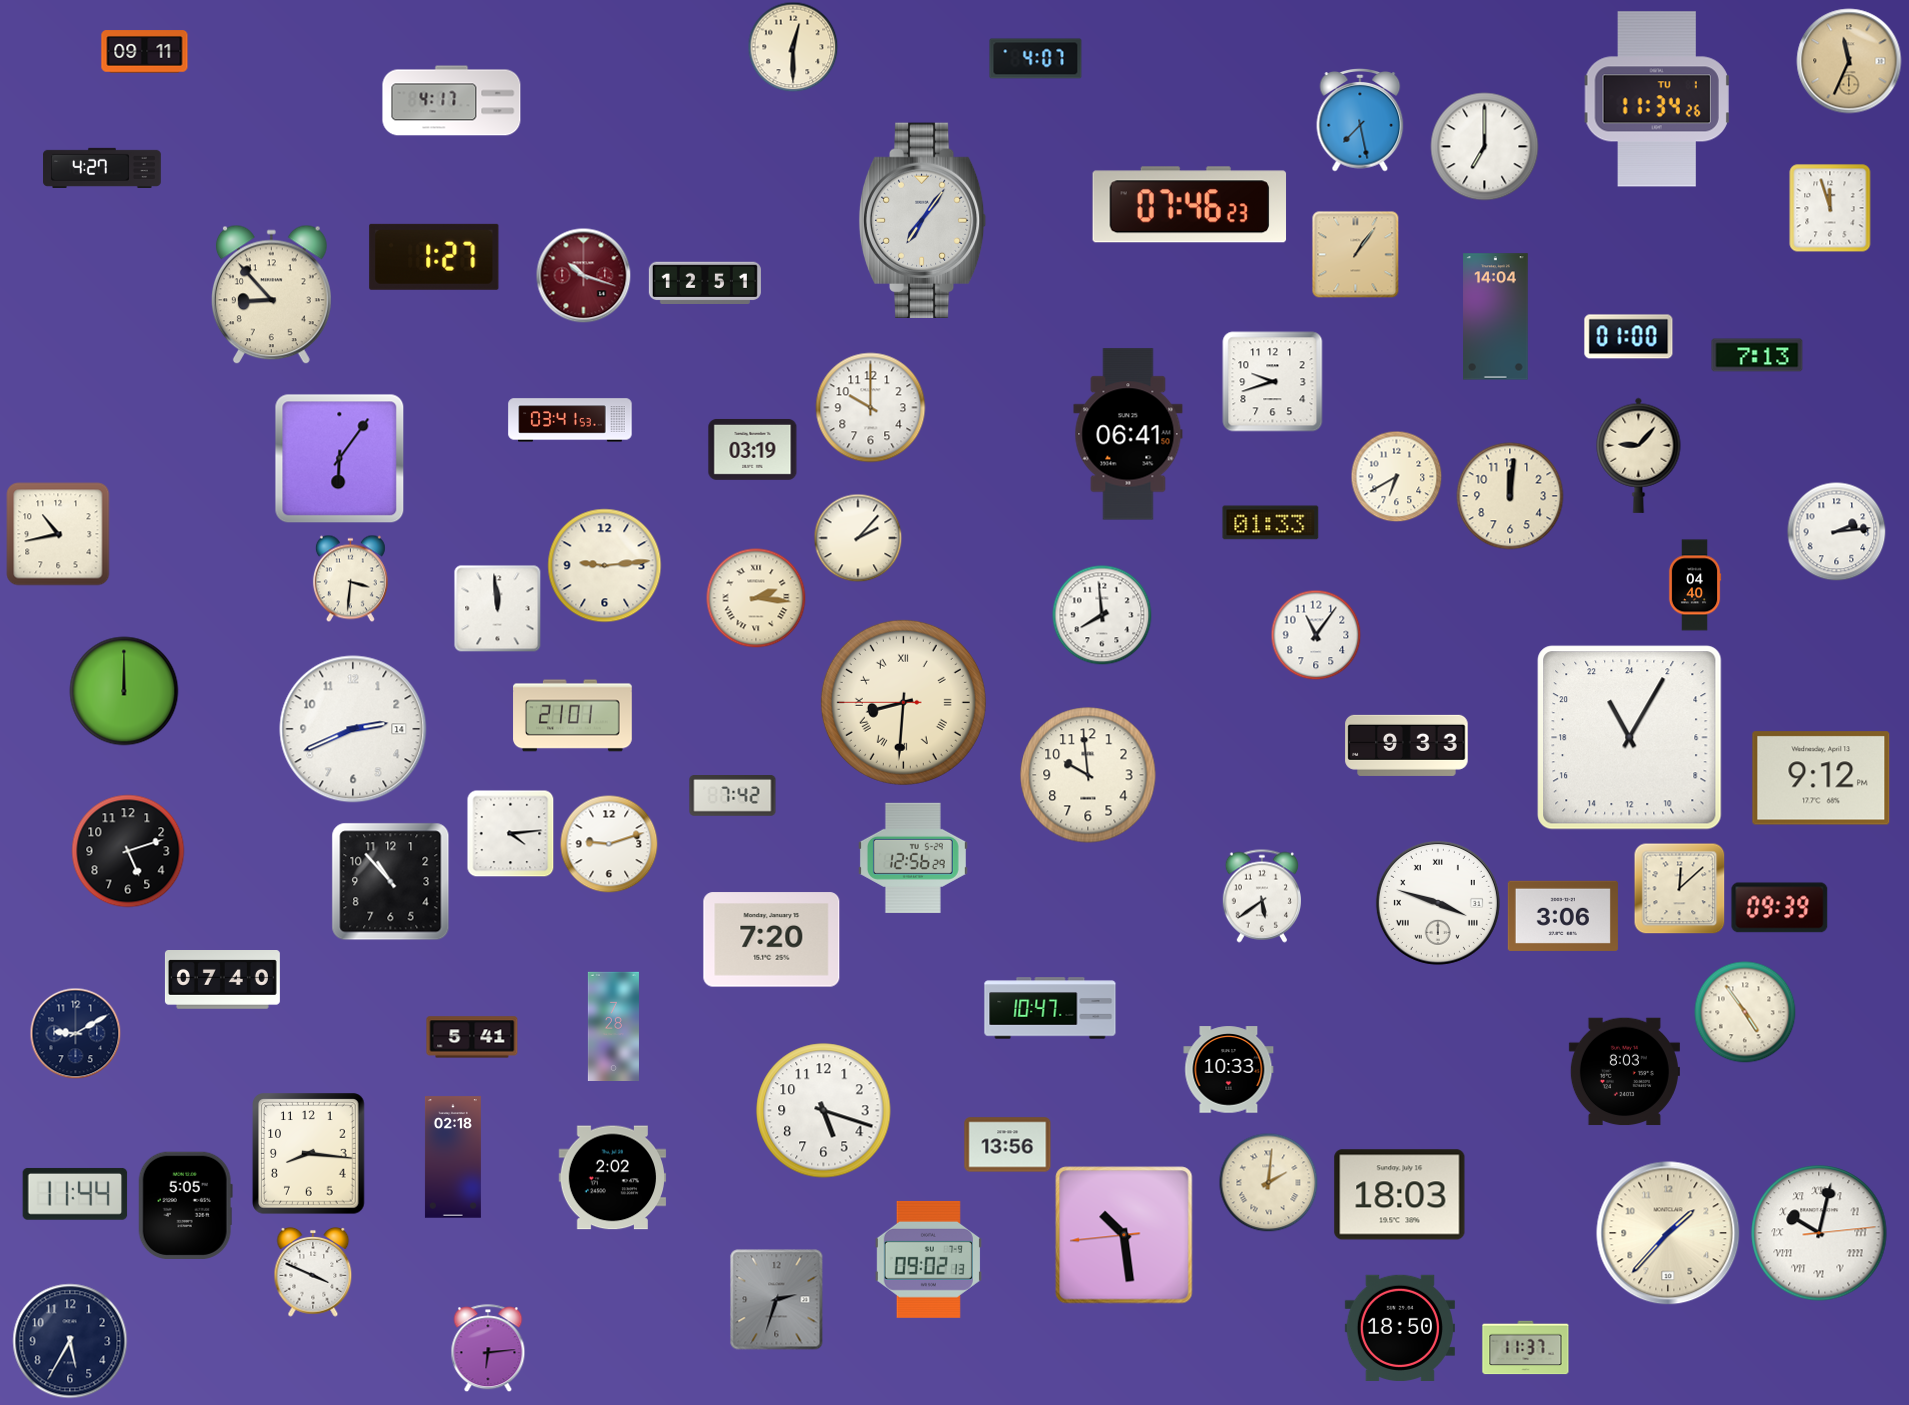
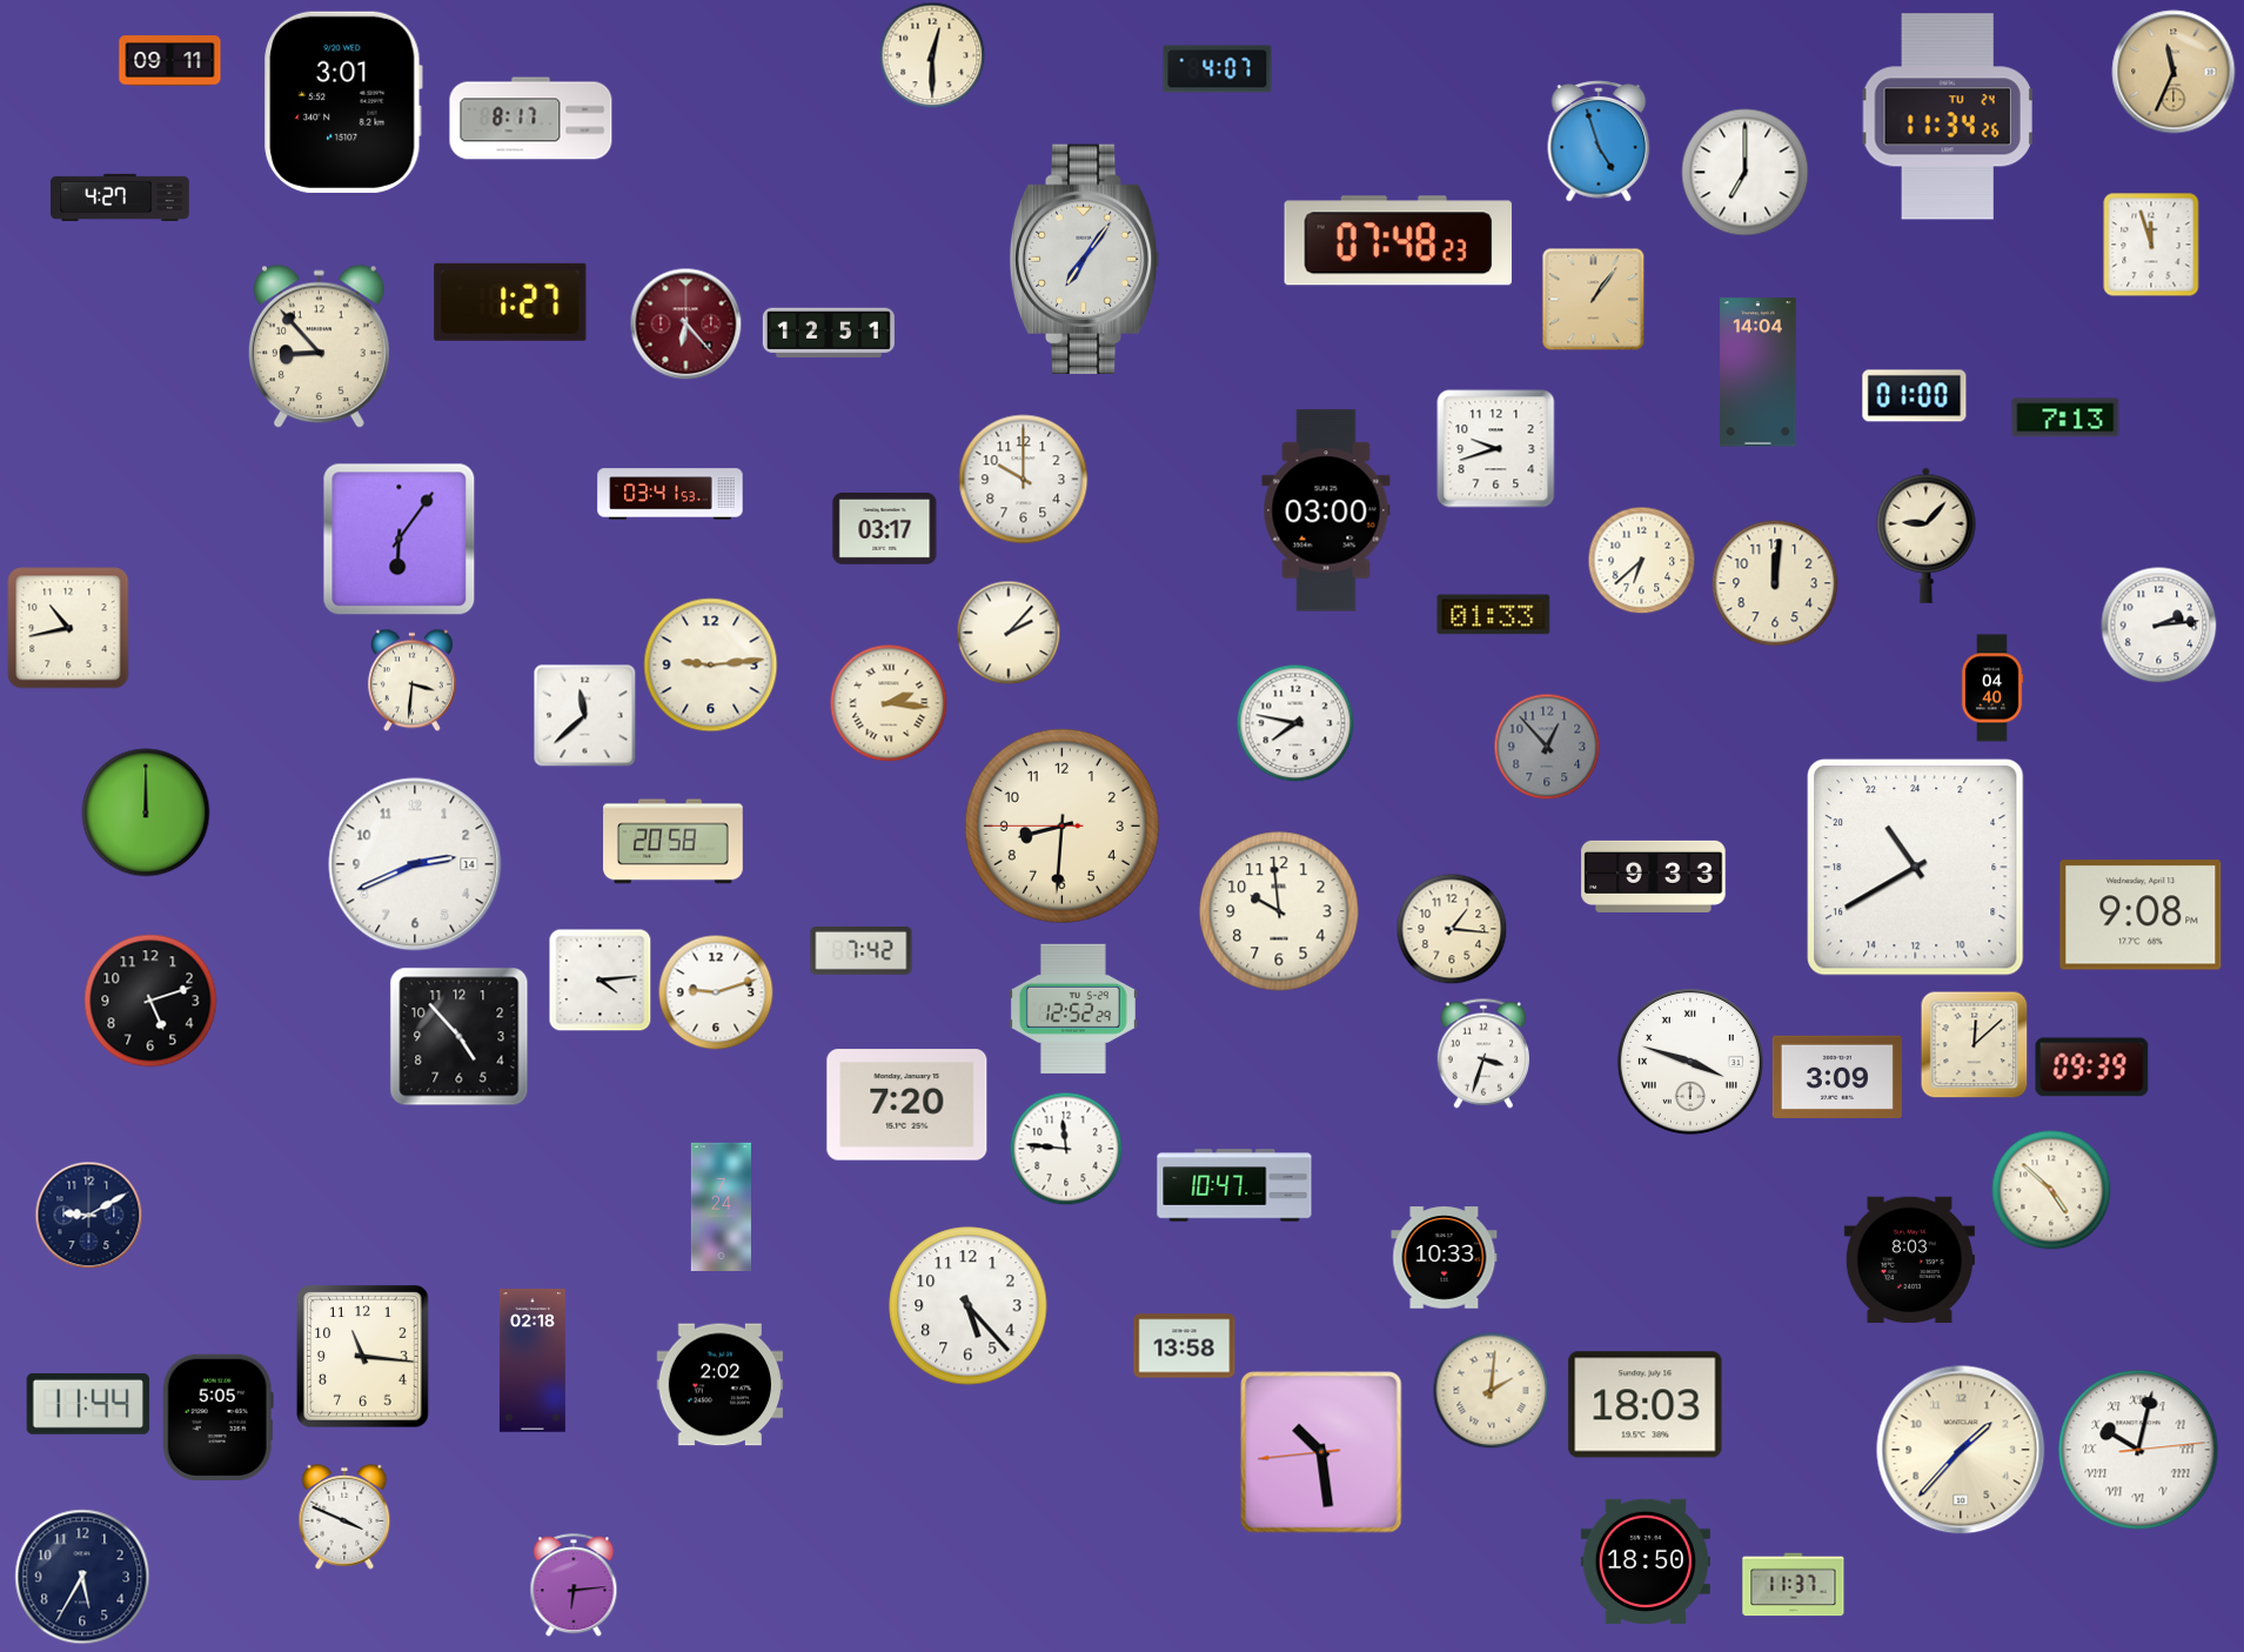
clock at (343, 102): none -> 3:01
clock at (1657, 99) date: TU 1 -> TU 24
clock at (452, 101): 4:17 -> 8:17
clock at (1360, 121): 7:28 -> 4:57
clock at (1190, 205): 07:46 -> 07:48
clock at (583, 275): 10:18 -> 6:23
clock at (1128, 434): 06:41 -> 03:00
clock at (753, 449): 03:19 -> 03:17
clock at (1396, 476): 6:40 -> 6:38
clock at (497, 608): 11:59 -> 11:38
clock at (1102, 615): 7:59 -> 7:47
clock at (1316, 635): 11:06 -> 12:53
clock at (1316, 635) dial: white -> grey
clock at (903, 702) numerals: Roman -> Arabic
clock at (573, 716): 21:01 -> 20:58
clock at (353, 729) position: (353, 729) -> (415, 864)
clock at (1630, 738): 22:05 -> 21:40
clock at (1821, 778): 9:12 -> 9:08
clock at (1452, 929): none -> 1:16
clock at (733, 796) position: (733, 796) -> (862, 951)
clock at (913, 858): 12:56 -> 12:52
clock at (391, 882): 10:53 -> 4:53
clock at (1261, 896): 5:39 -> 3:33
clock at (1563, 916): 3:06 -> 3:09
clock at (1066, 1149): none -> 11:46
clock at (222, 980): 07:40 -> none
clock at (1745, 1012): 4:54 -> 4:52
clock at (613, 1026): 7:28 -> 7:24
clock at (472, 1037): 5:41 -> none
clock at (824, 1111): 5:18 -> 5:23
clock at (1008, 1145): 13:56 -> 13:58
clock at (309, 1154): 8:16 -> 11:16
clock at (928, 1259): 09:02 -> none
clock at (313, 1273) position: (313, 1273) -> (344, 1518)
clock at (777, 1300): 2:33 -> none
